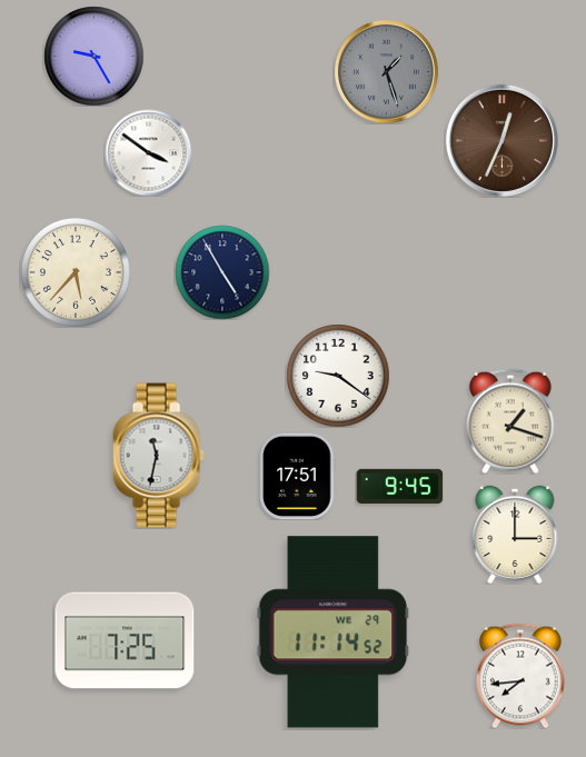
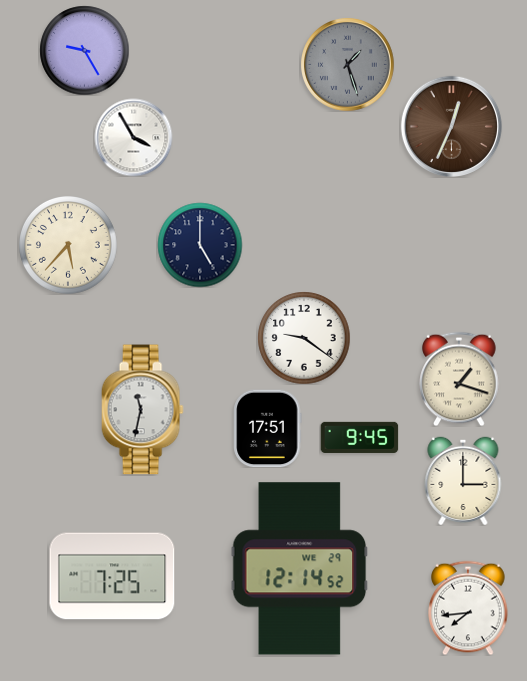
clock at (148, 152): 3:51 -> 3:55
clock at (222, 272): 4:55 -> 5:00
clock at (334, 633): 11:14 -> 12:14
